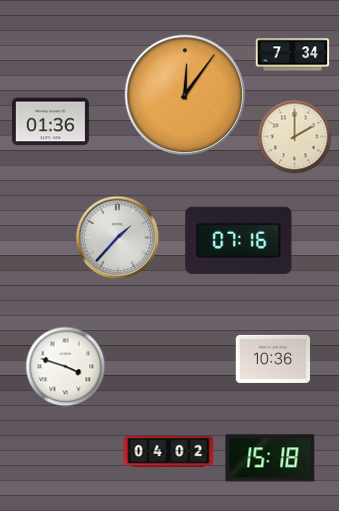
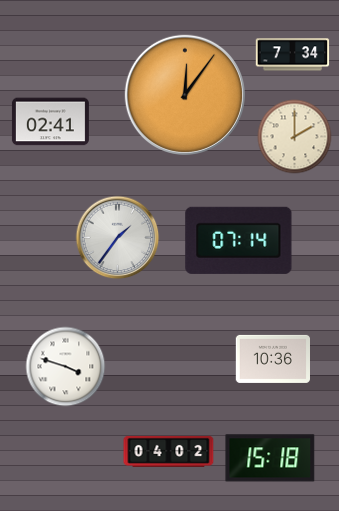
clock at (50, 122): 01:36 -> 02:41
clock at (118, 238): 1:37 -> 1:36
clock at (239, 240): 07:16 -> 07:14
